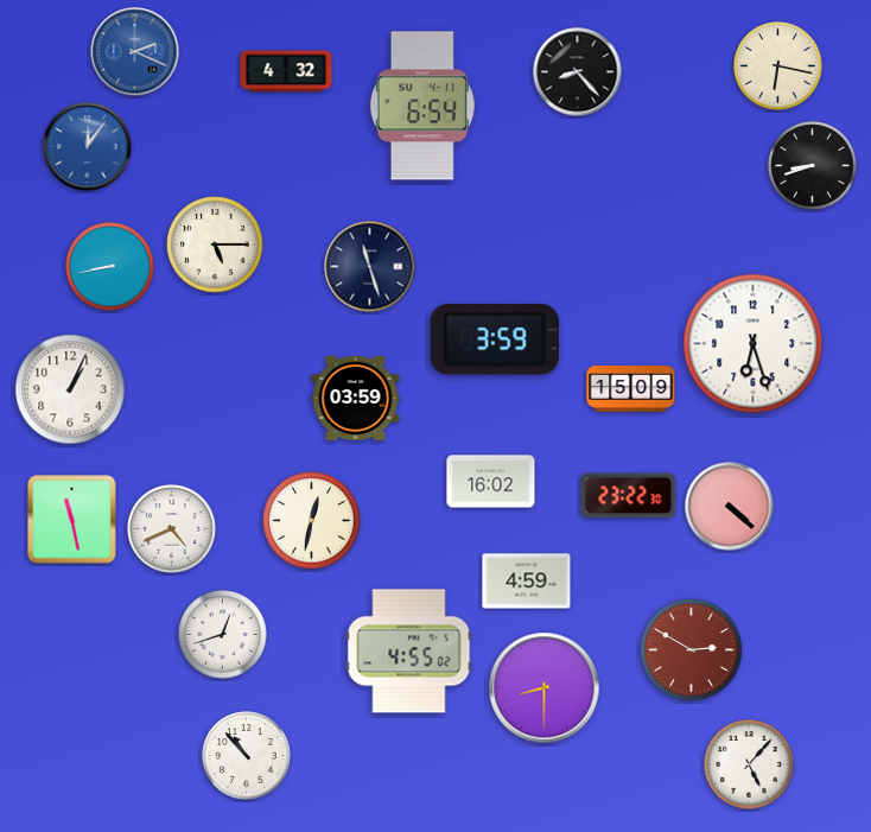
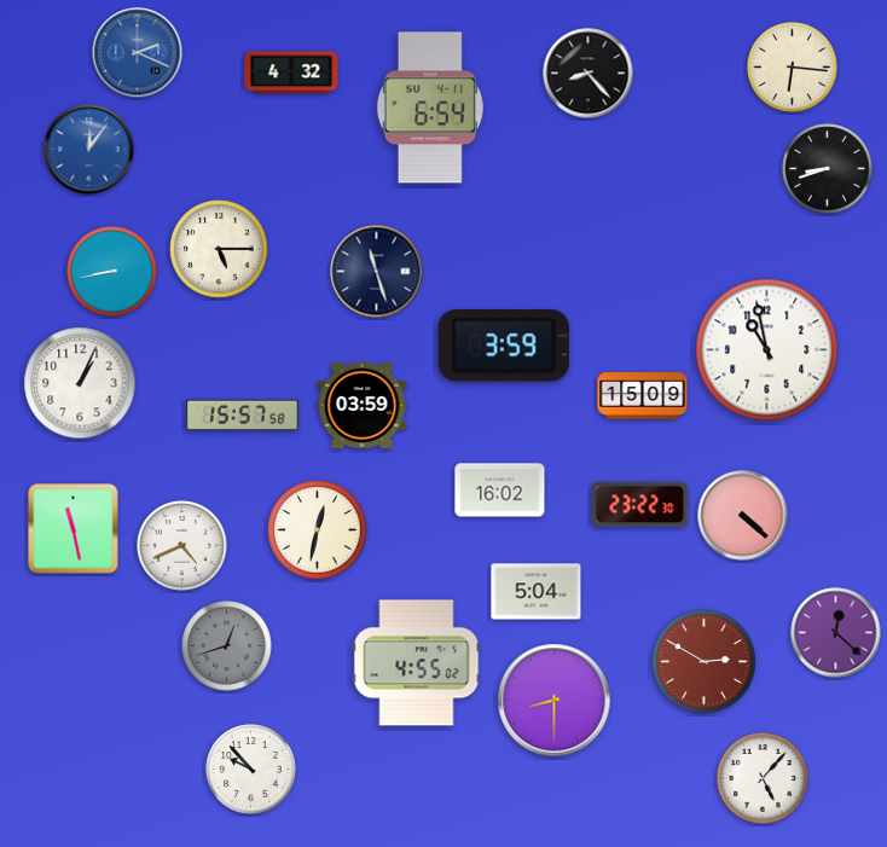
clock at (778, 66): 6:17 -> 6:16
clock at (754, 344): 6:27 -> 10:58
clock at (70, 389) position: (70, 389) -> (80, 383)
clock at (243, 416): none -> 15:57
clock at (172, 529) position: (172, 529) -> (182, 546)
clock at (527, 582): 4:59 -> 5:04
clock at (836, 633): none -> 12:22
clock at (223, 635) dial: white -> grey
clock at (247, 756): 10:53 -> 9:53
